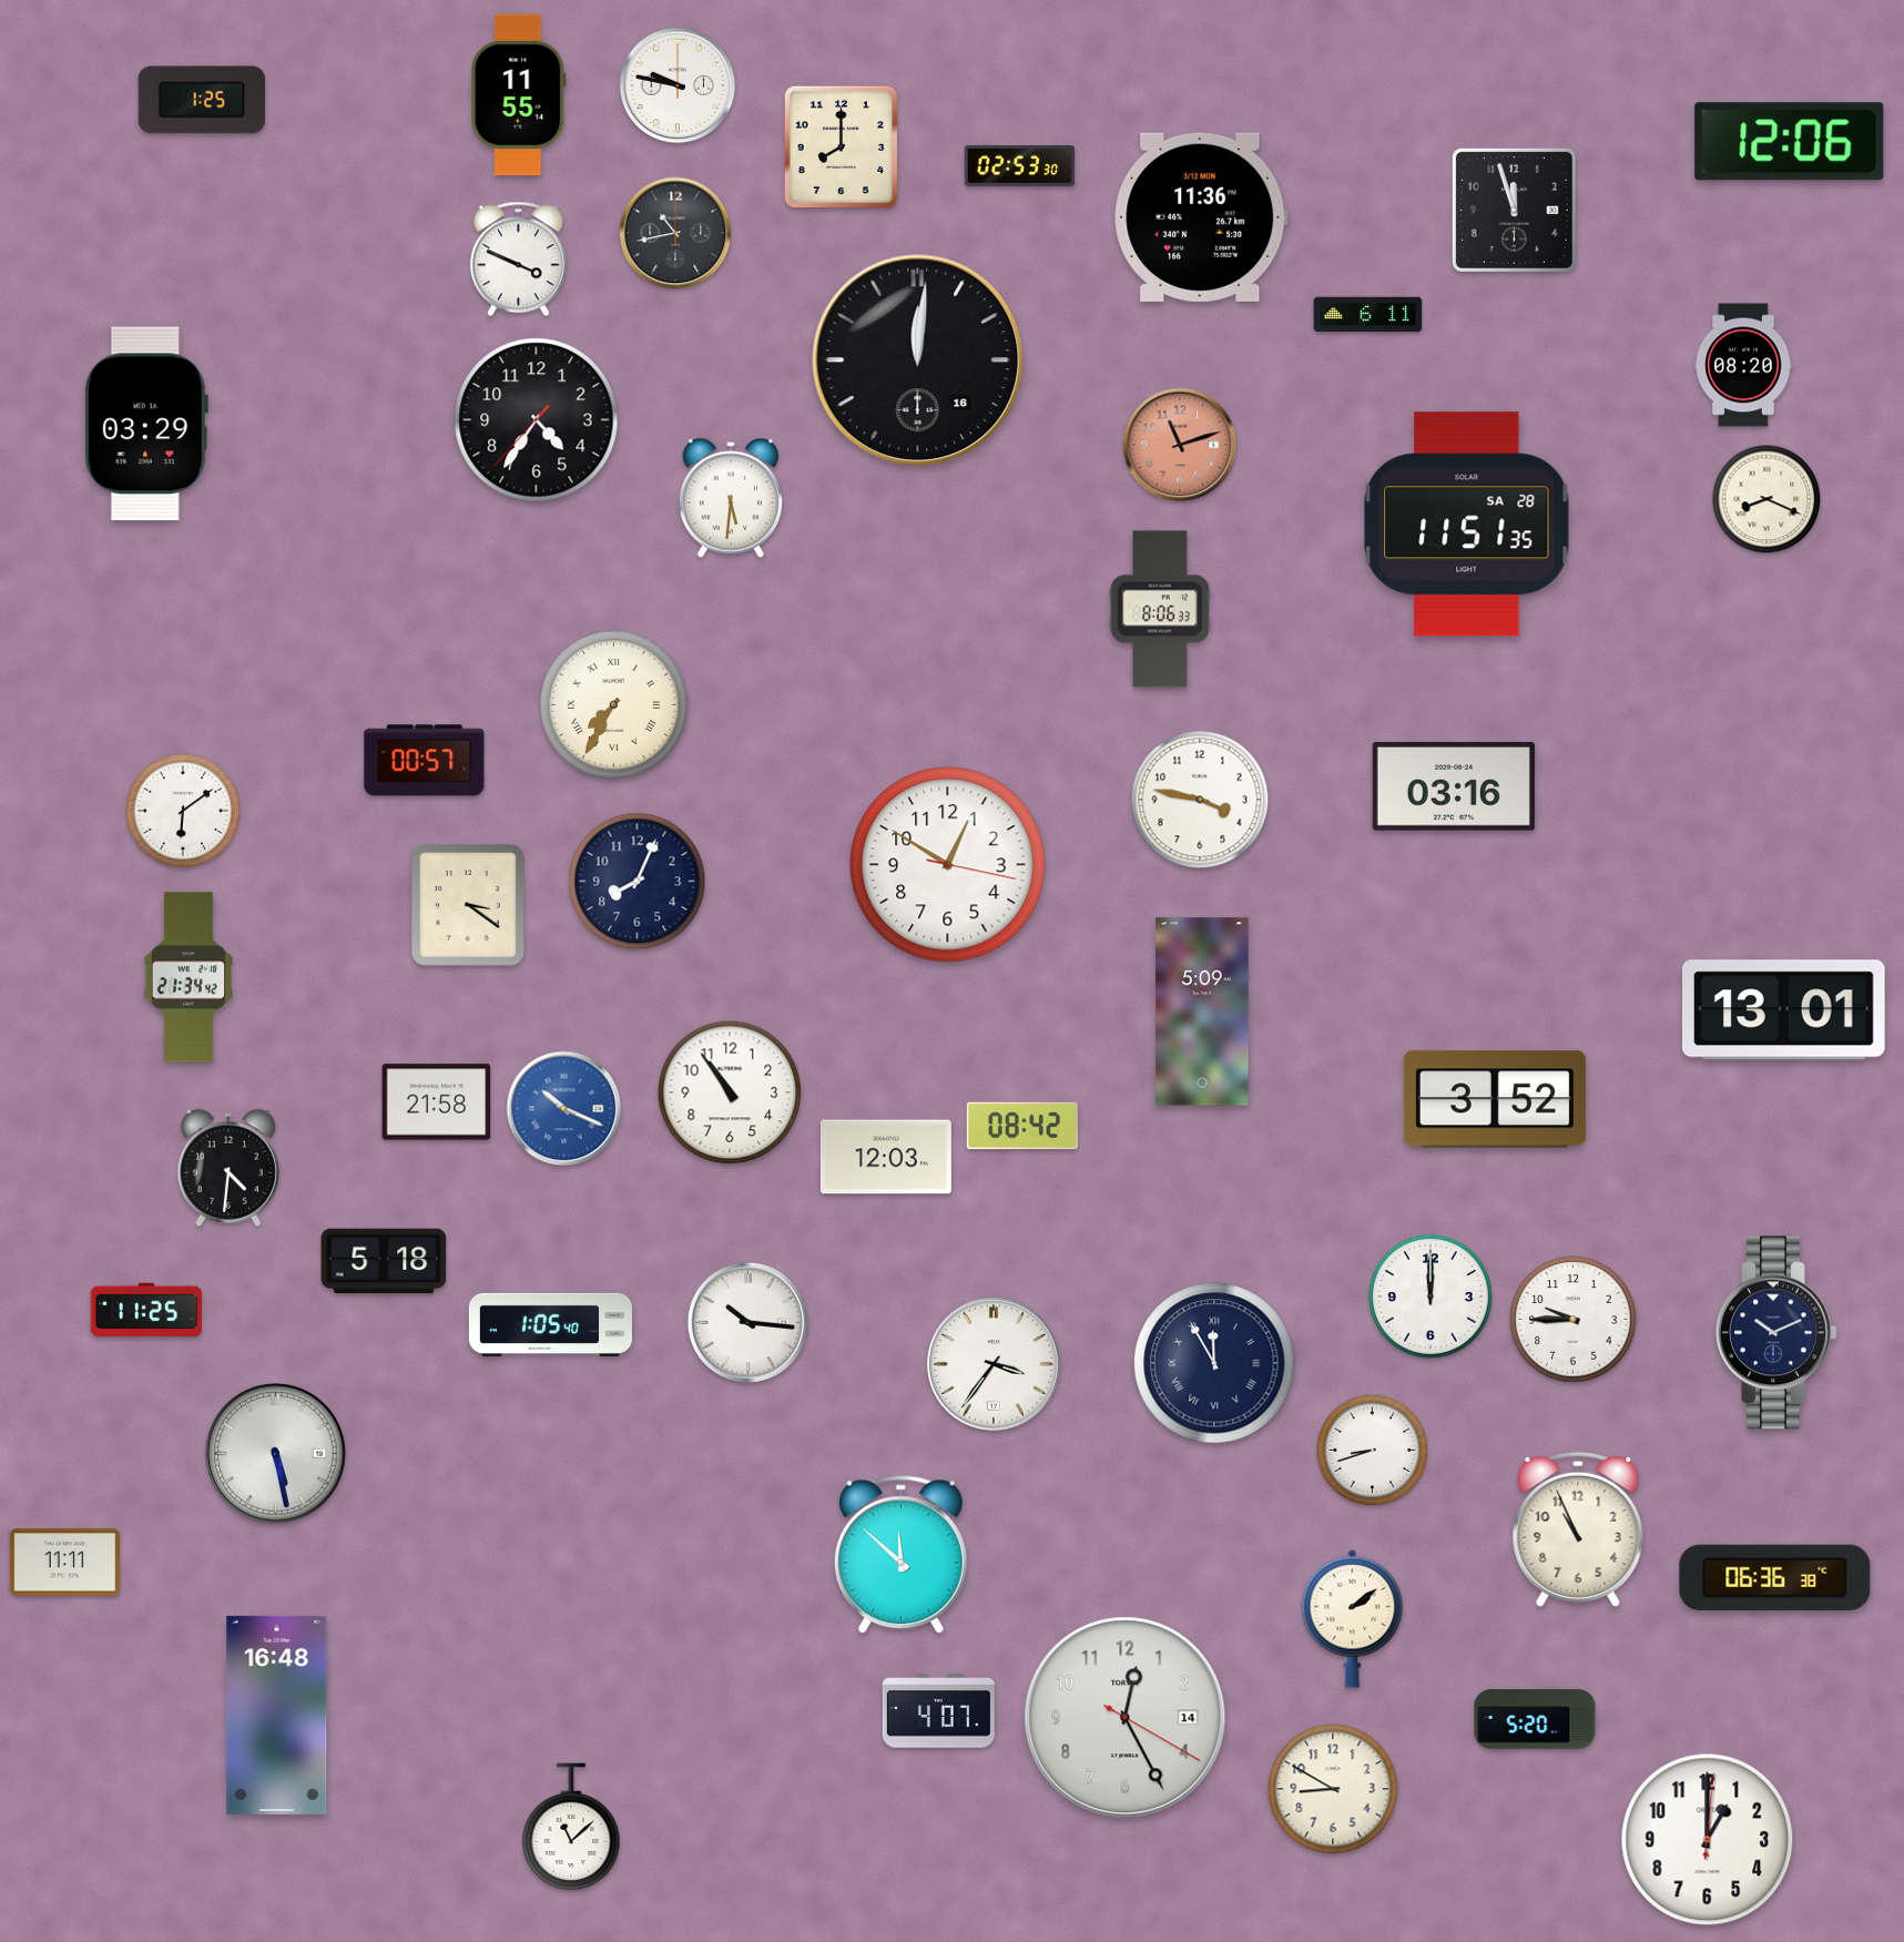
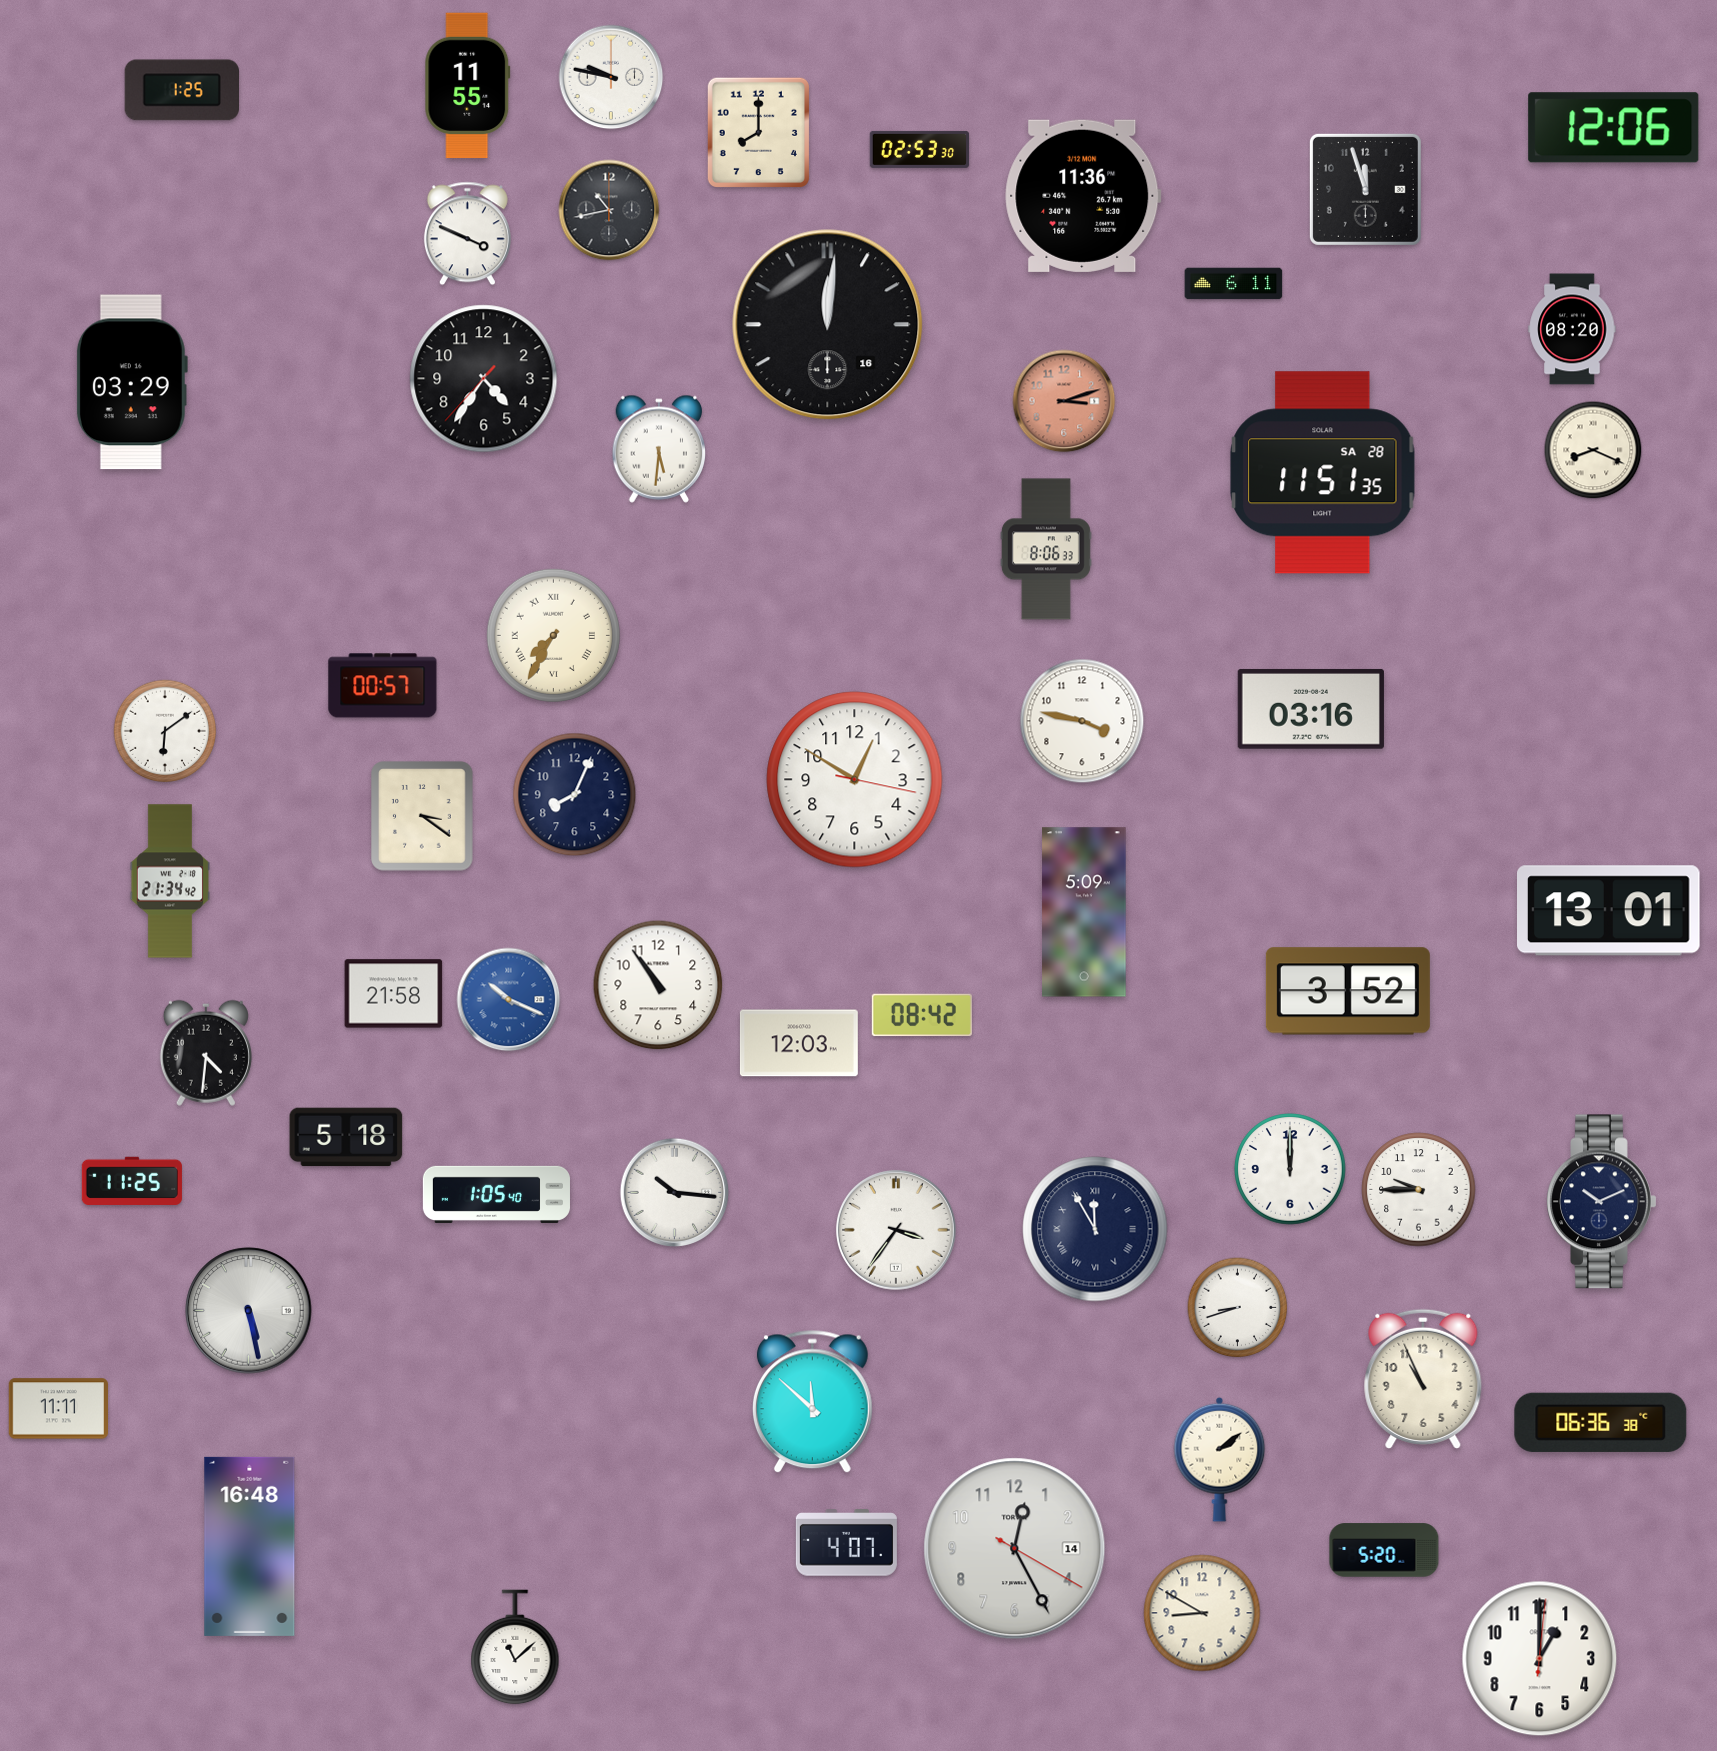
clock at (1180, 445): 11:12 -> 3:12
